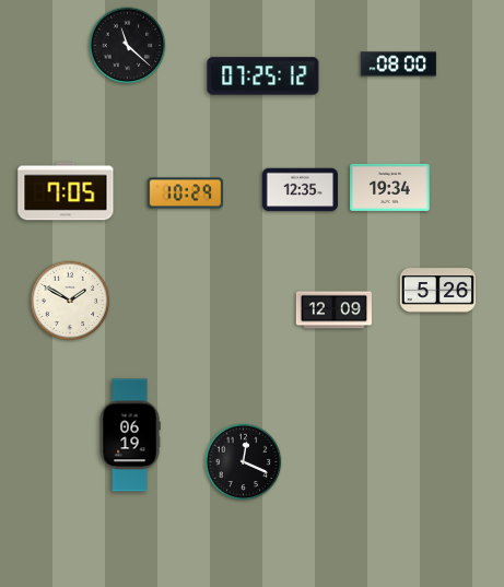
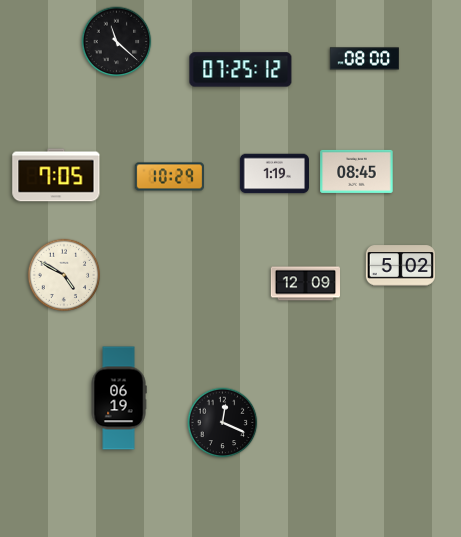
clock at (390, 187): 19:34 -> 08:45
clock at (300, 190): 12:35 -> 1:19
clock at (66, 191) position: (66, 191) -> (56, 175)
clock at (437, 291): 5:26 -> 5:02
clock at (70, 301): 1:50 -> 4:50
